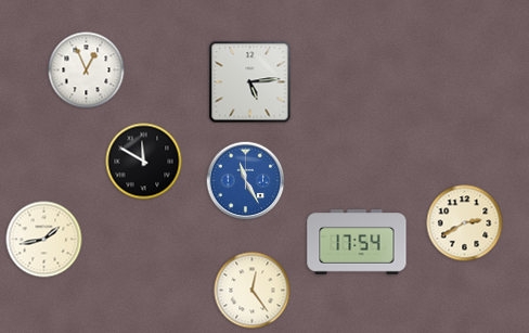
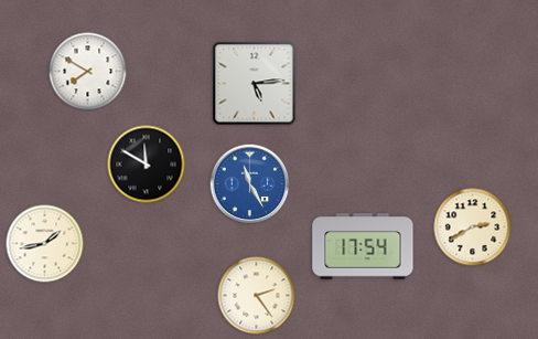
clock at (87, 71): 12:56 -> 7:50
clock at (253, 291): 12:24 -> 2:24
